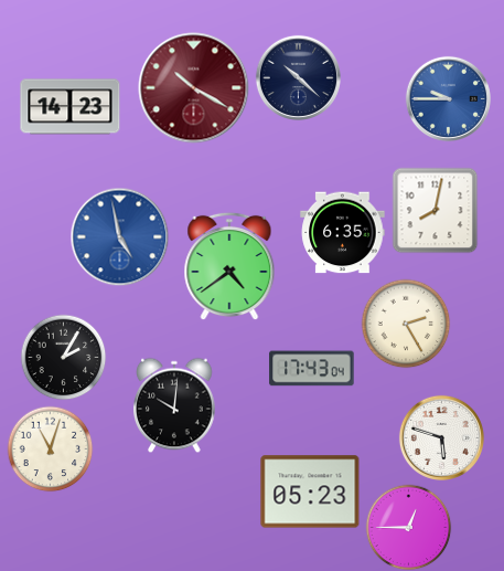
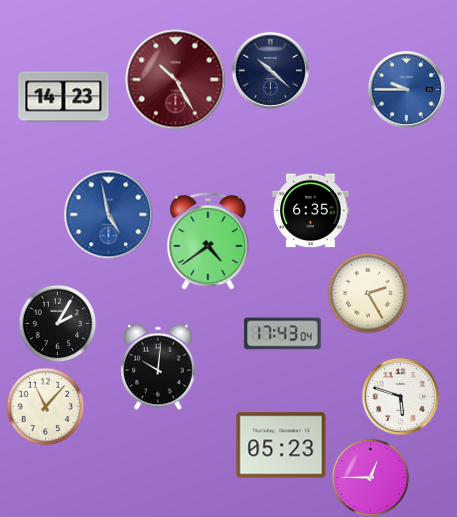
clock at (194, 88): 10:20 -> 10:25
clock at (435, 210): 8:02 -> none
clock at (50, 448): 11:03 -> 11:07
